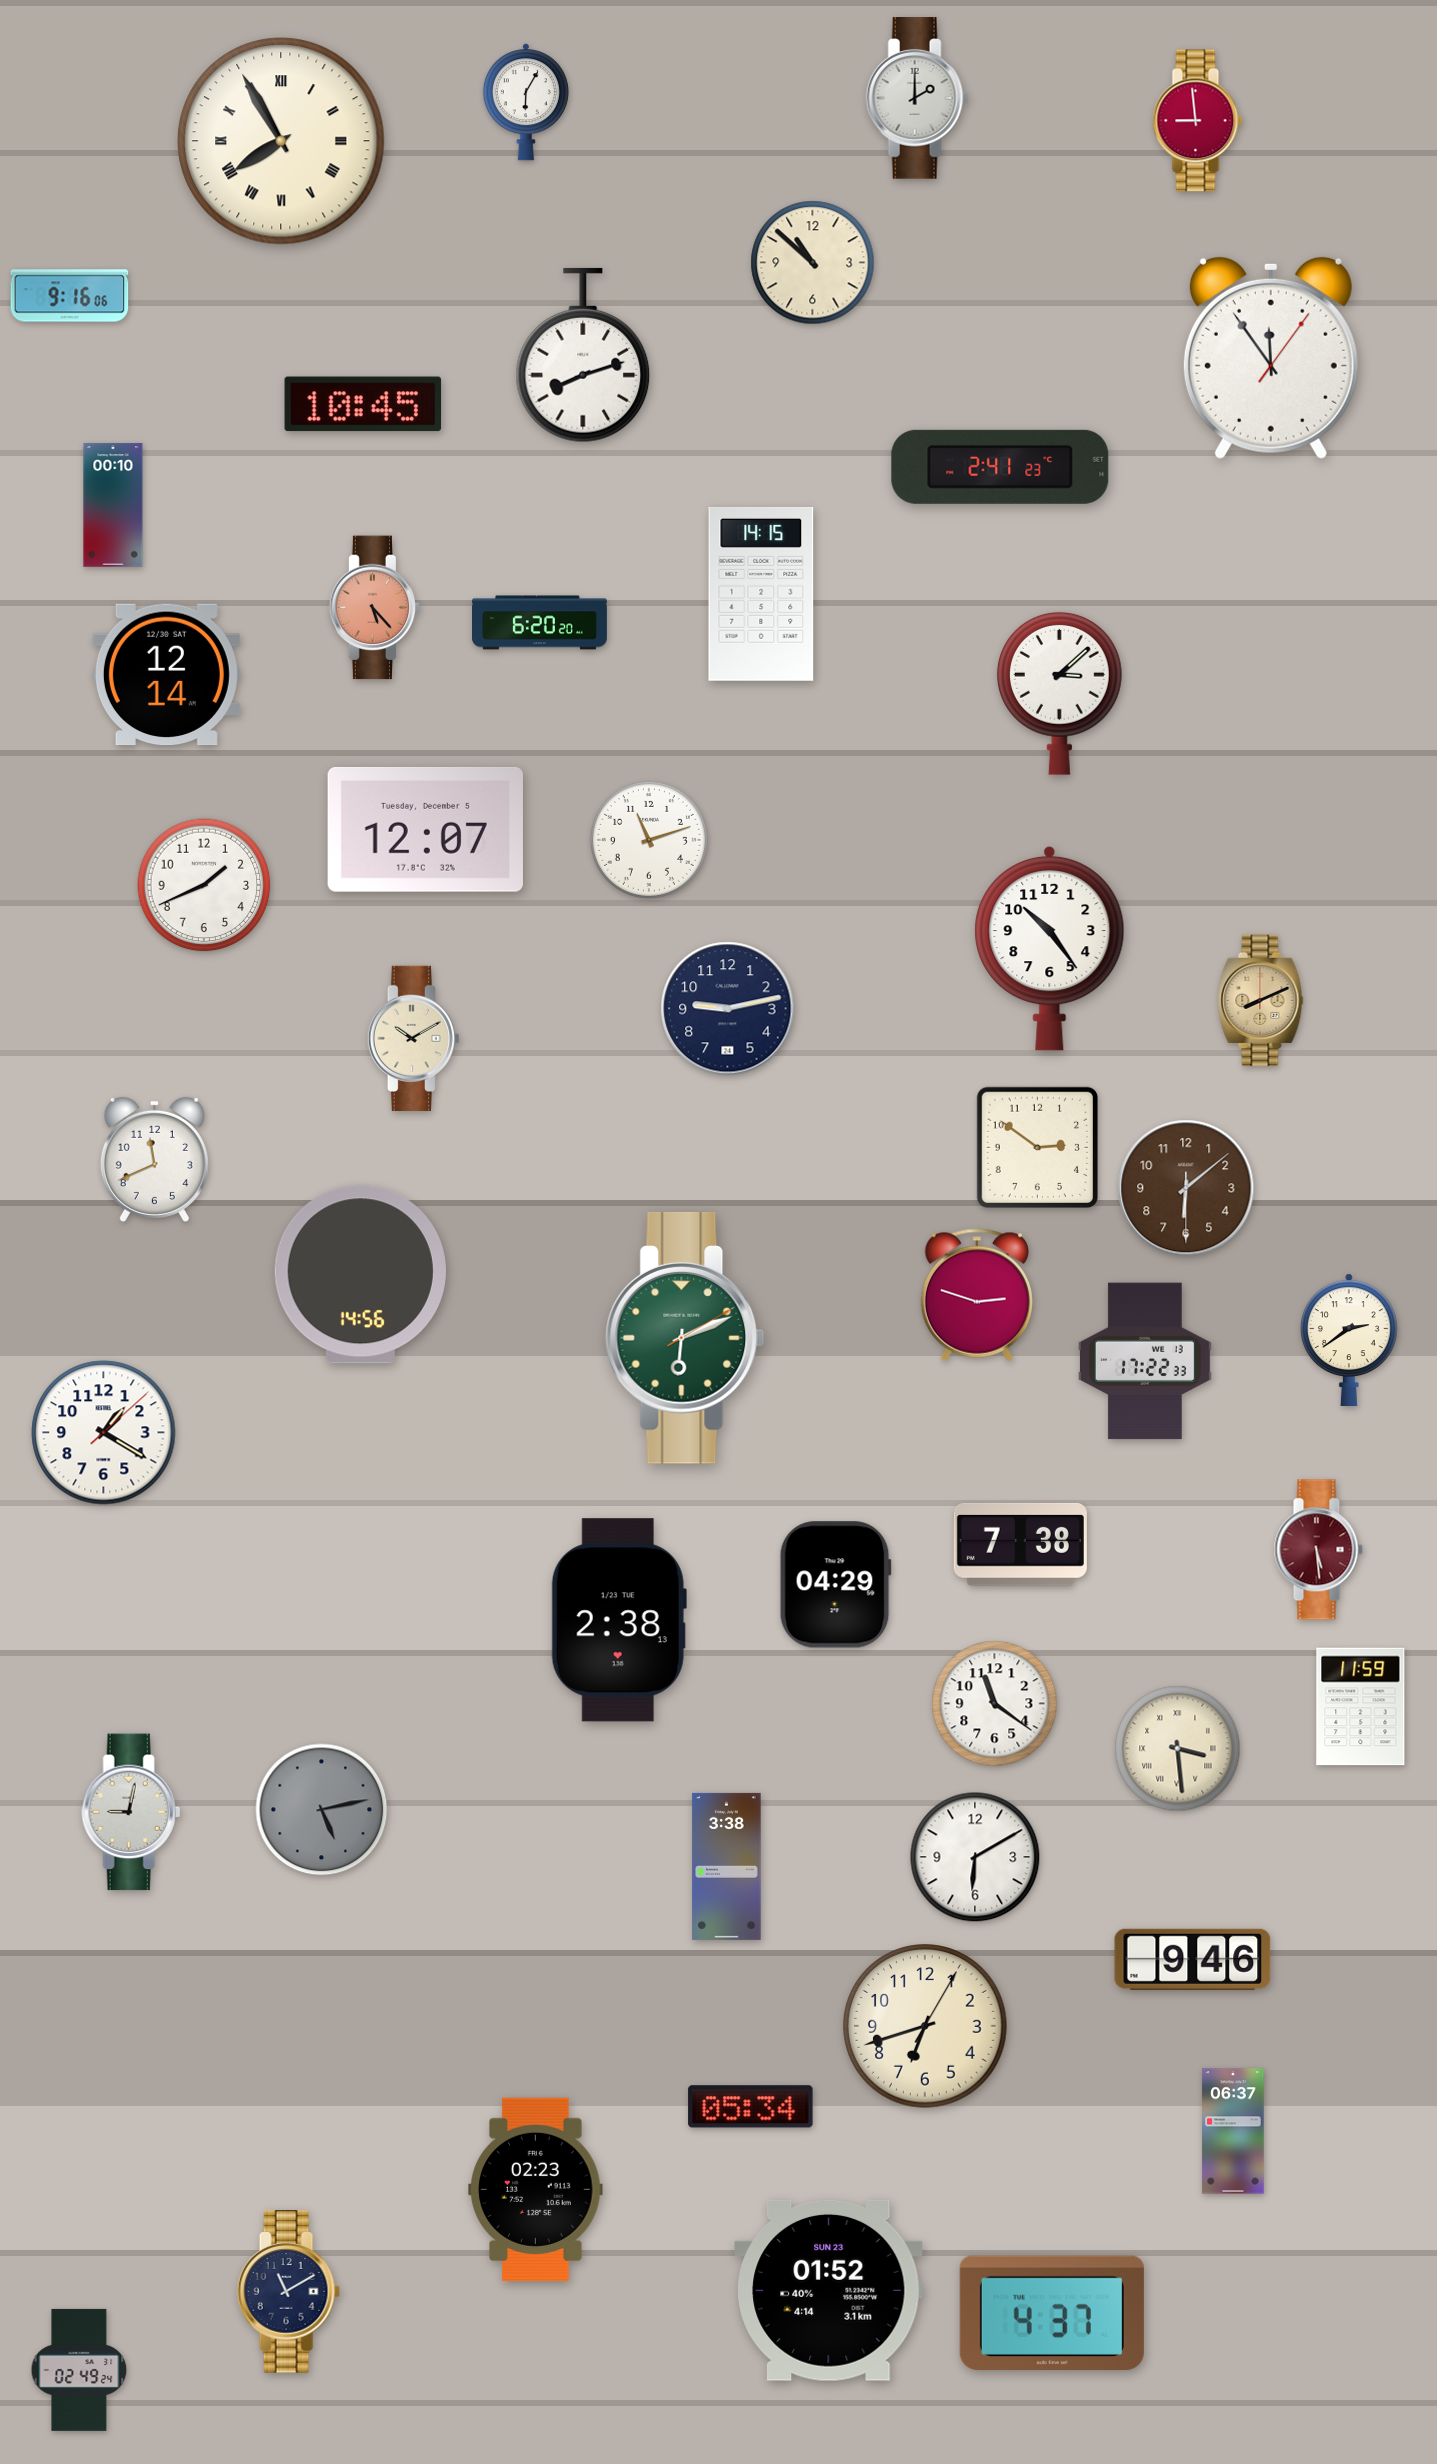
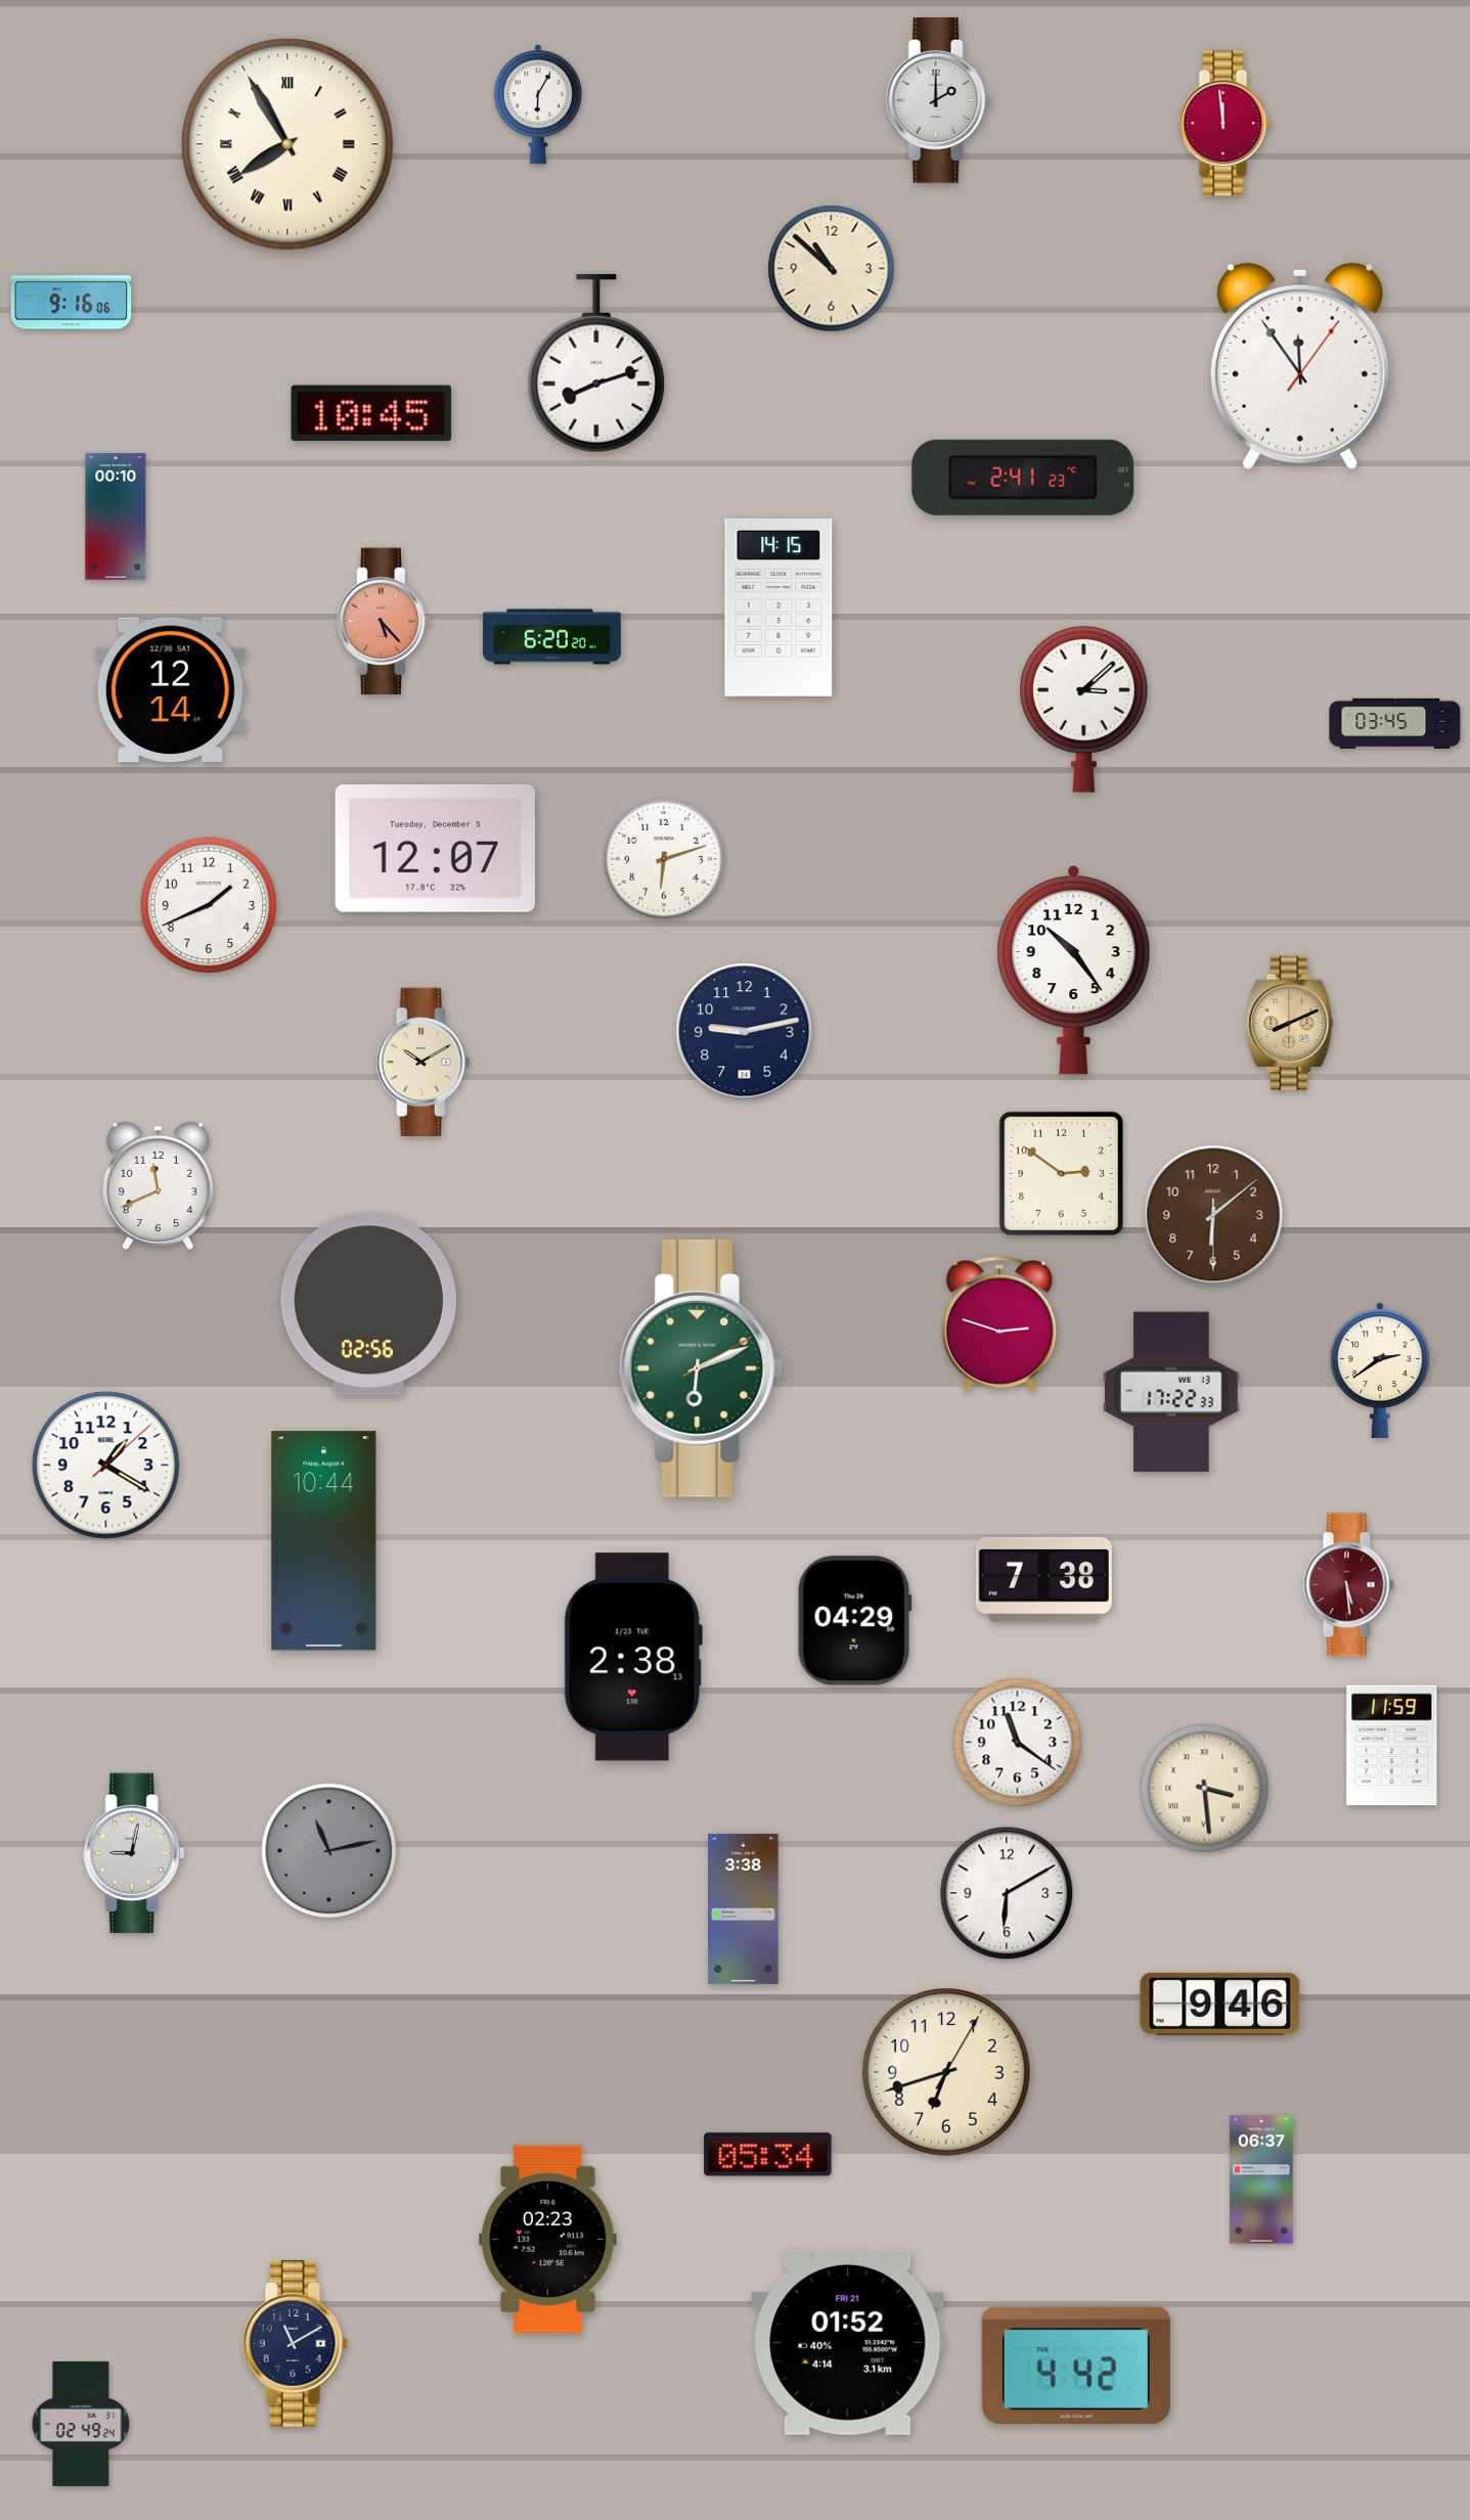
clock at (1198, 121): 8:59 -> 11:59
clock at (1395, 723): none -> 03:45
clock at (649, 840): 11:12 -> 6:12
clock at (360, 1275): 14:56 -> 02:56
clock at (324, 1541): none -> 10:44
clock at (322, 1810): 5:13 -> 11:13
clock at (975, 1857) position: (975, 1857) -> (1007, 1893)
clock at (829, 2290) date: SUN 23 -> FRI 21
clock at (1052, 2312): 4:37 -> 4:42
